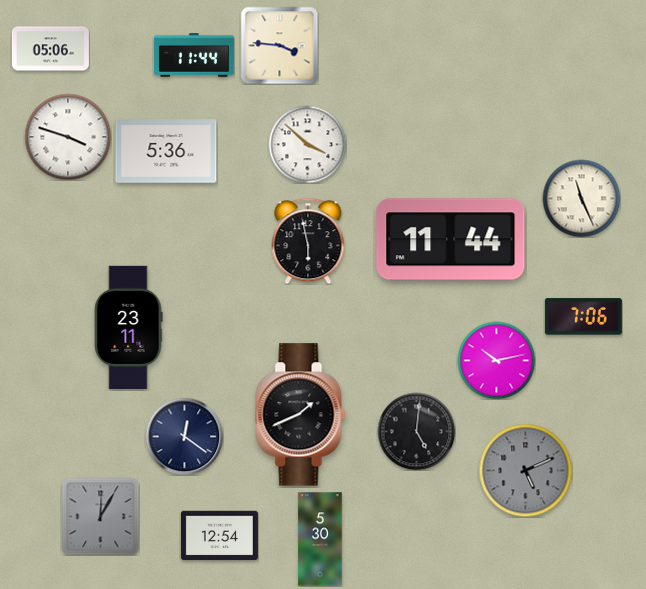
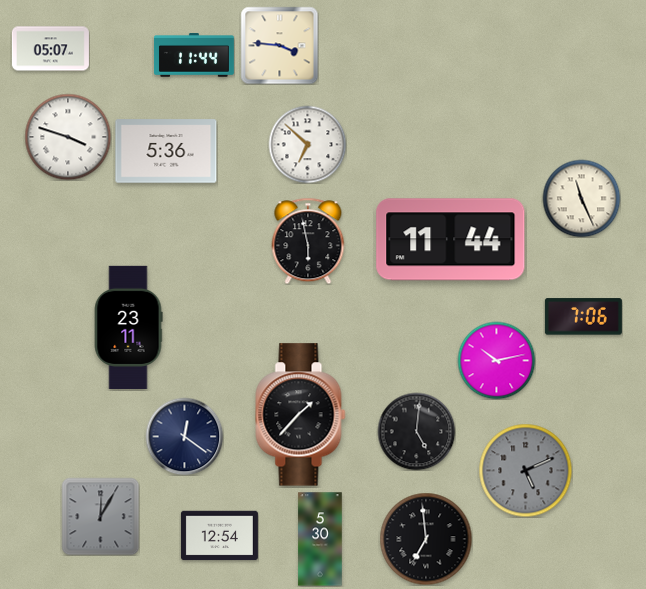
clock at (50, 49): 05:06 -> 05:07
clock at (307, 144): 3:52 -> 6:52
clock at (301, 415): 1:41 -> 1:37
clock at (426, 539): none -> 6:59
